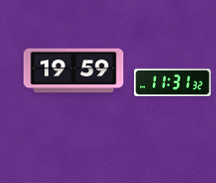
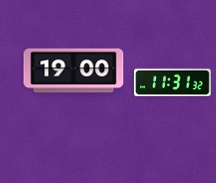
clock at (74, 71): 19:59 -> 19:00
